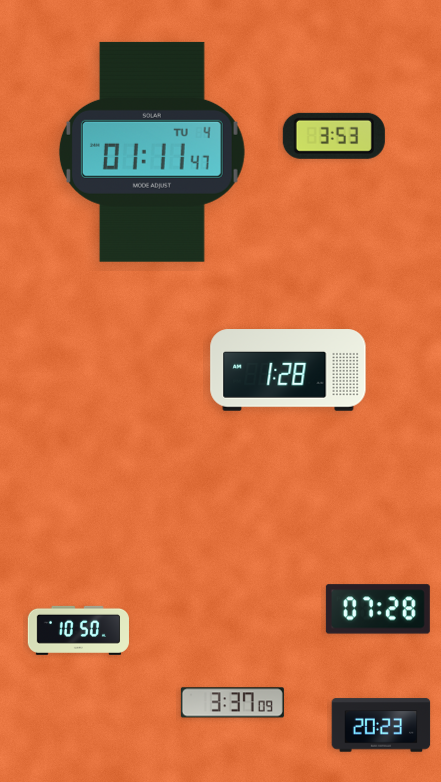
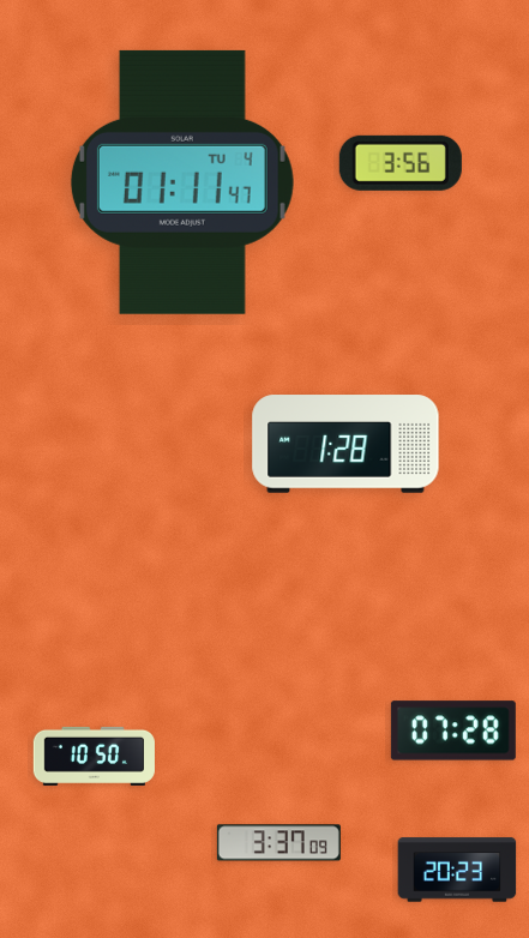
clock at (334, 136): 3:53 -> 3:56
